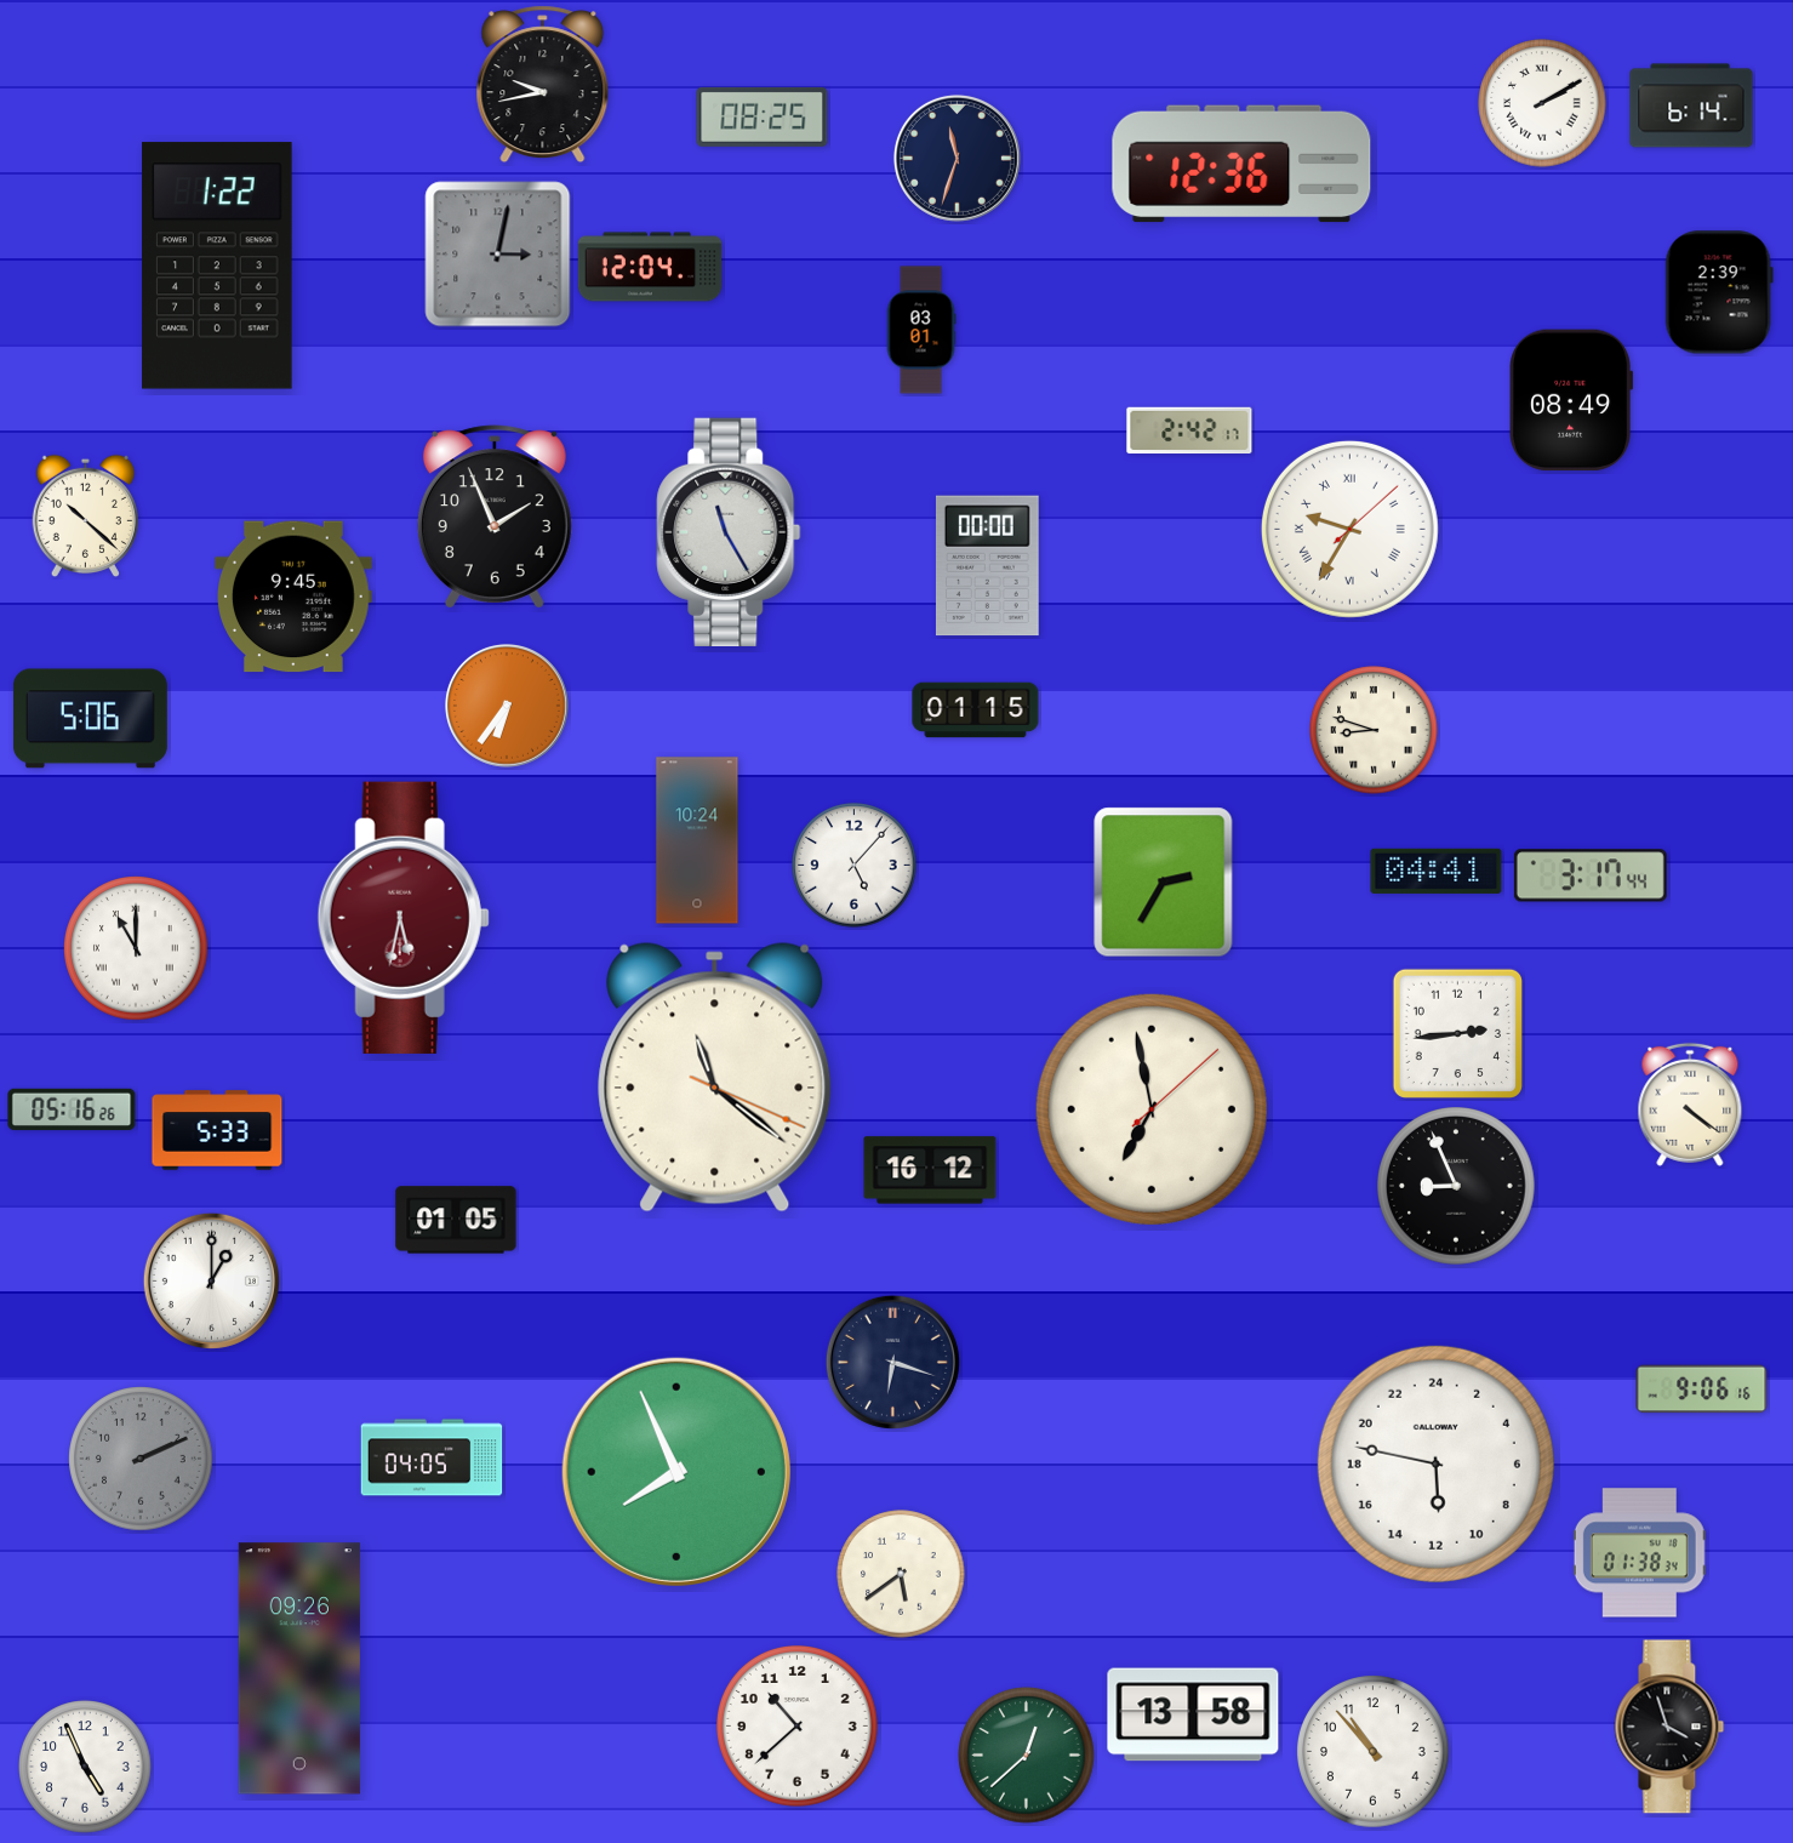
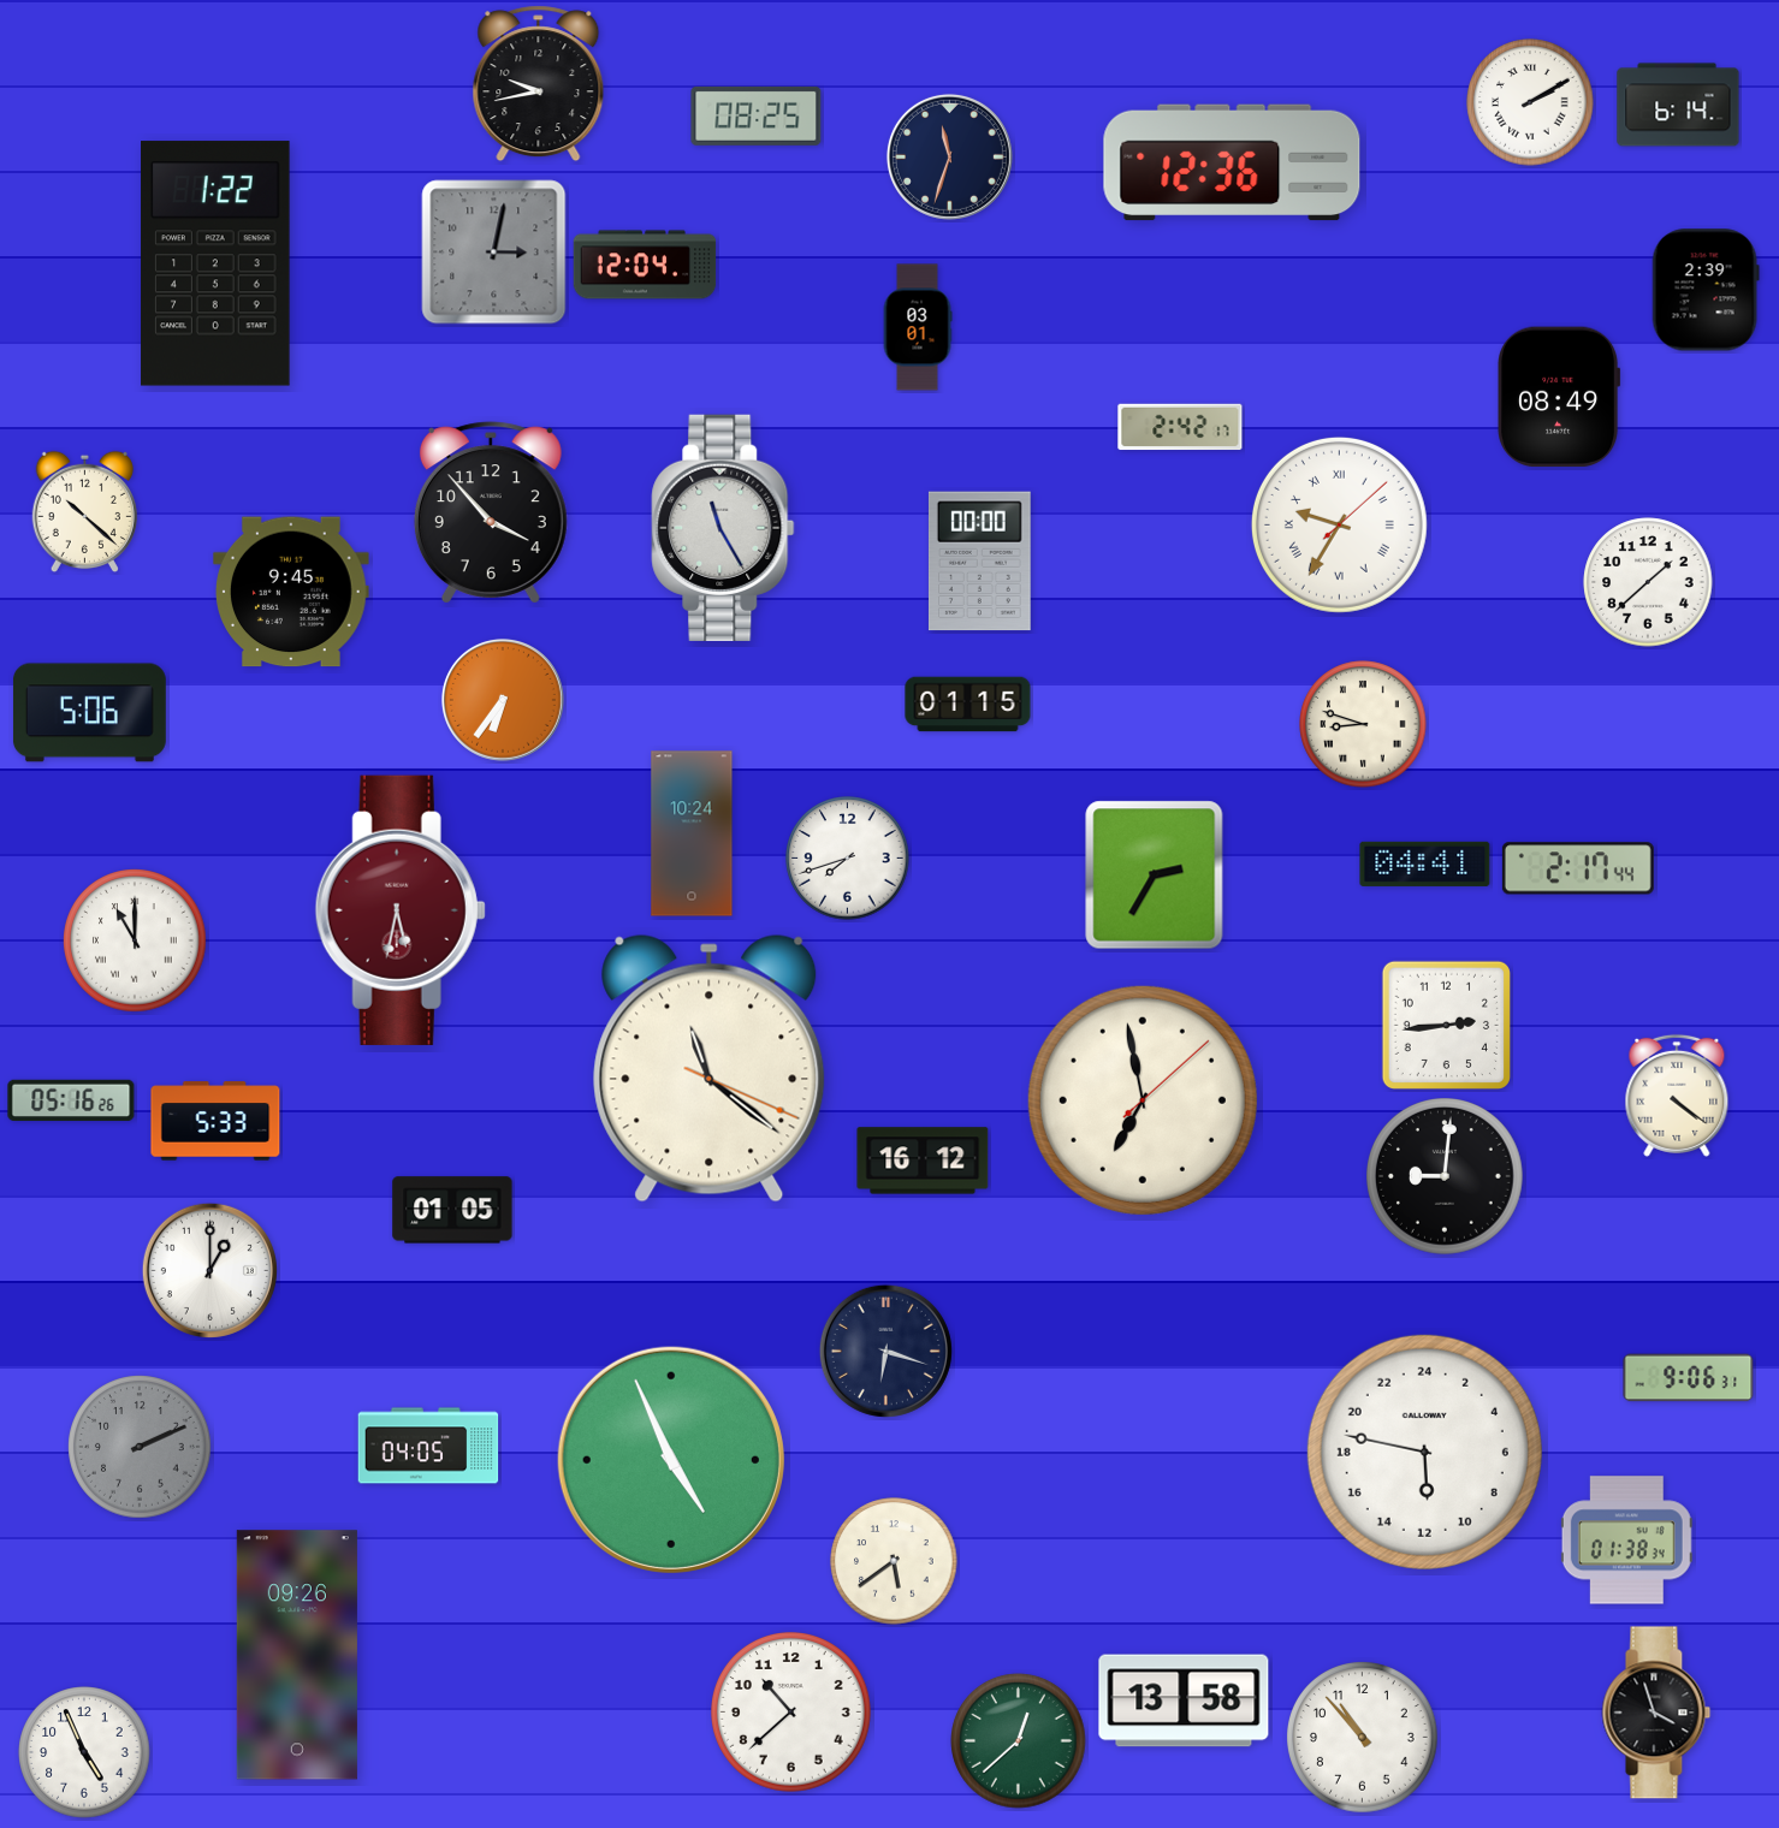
clock at (921, 330) position: (921, 330) -> (918, 327)
clock at (495, 517): 1:56 -> 3:53
clock at (1648, 582): none -> 1:38
clock at (855, 866): 5:07 -> 7:42
clock at (1591, 875): 3:17 -> 2:17
clock at (1457, 1187): 8:56 -> 9:01
clock at (1702, 1390): 9:06:16 -> 9:06:31
clock at (676, 1472): 7:56 -> 4:56
